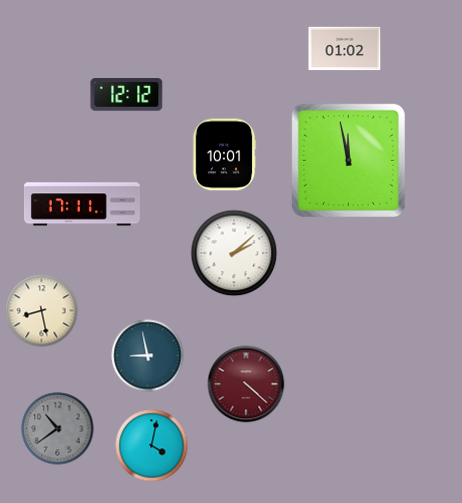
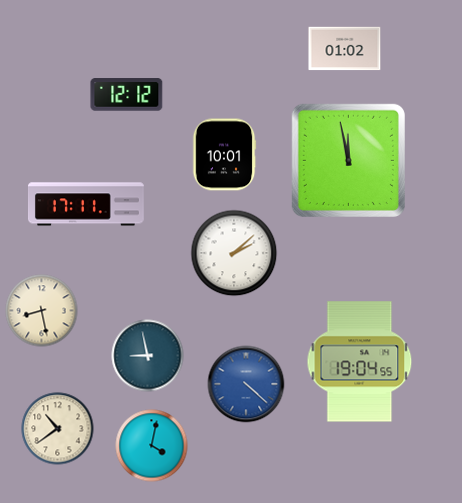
clock at (83, 204) position: (83, 204) -> (87, 204)
clock at (360, 362): none -> 19:04
clock at (246, 384) dial: burgundy -> blue
clock at (58, 429) dial: grey -> cream
